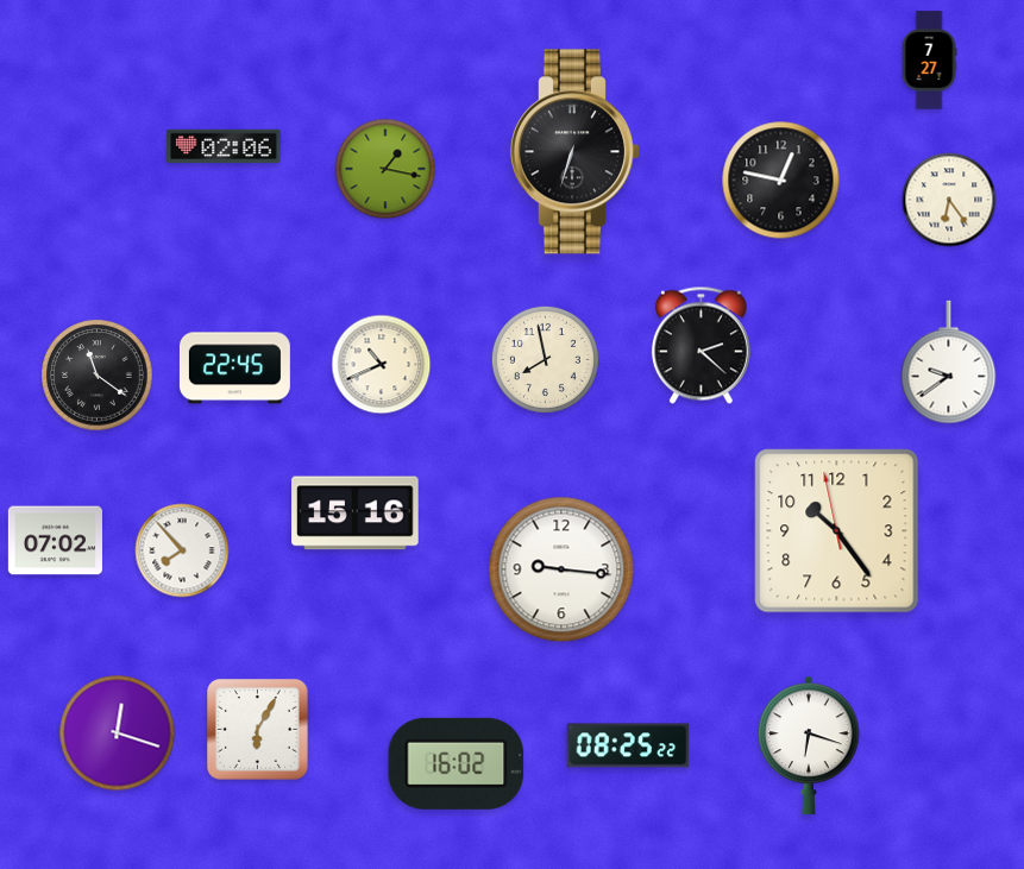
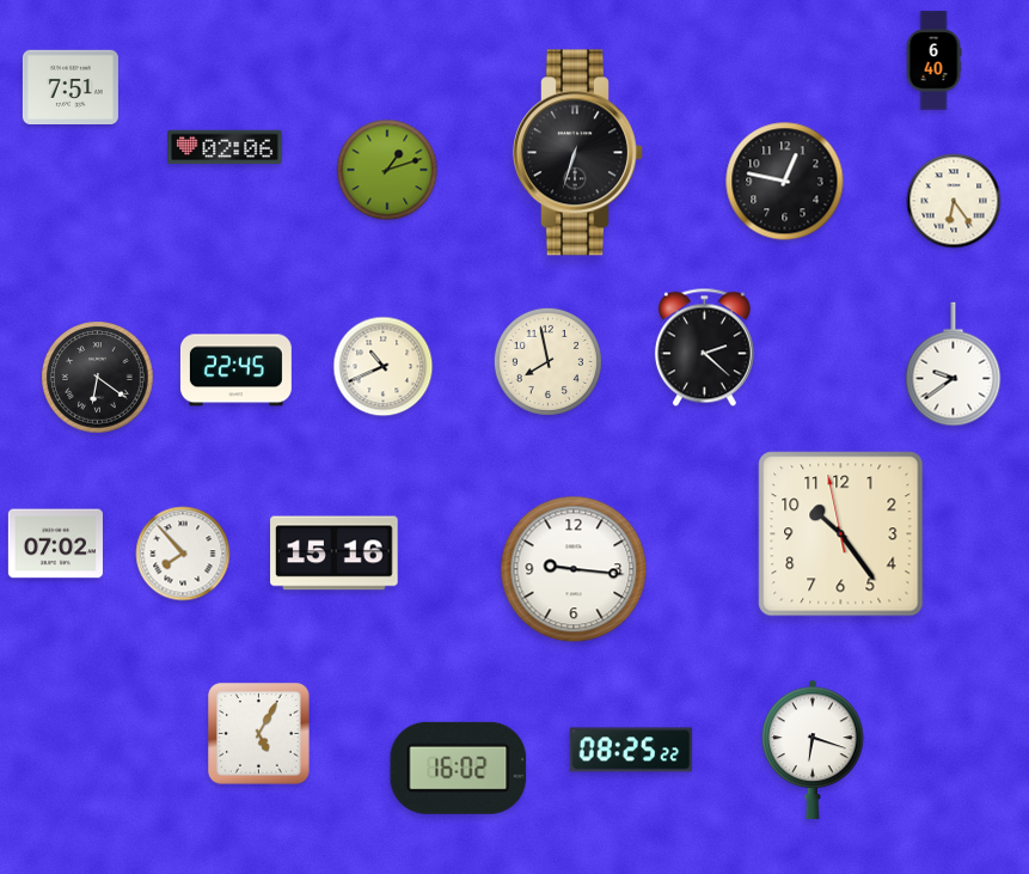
clock at (929, 61): 7:27 -> 6:40
clock at (71, 86): none -> 7:51
clock at (385, 169): 1:17 -> 1:12
clock at (98, 376): 11:21 -> 6:21
clock at (356, 514) position: (356, 514) -> (335, 554)
clock at (561, 569) position: (561, 569) -> (574, 569)
clock at (258, 730): 6:05 -> 5:05
clock at (118, 733): 12:18 -> none
